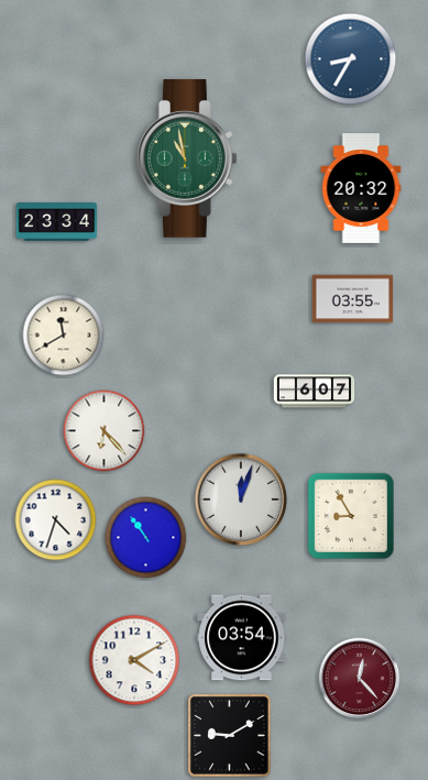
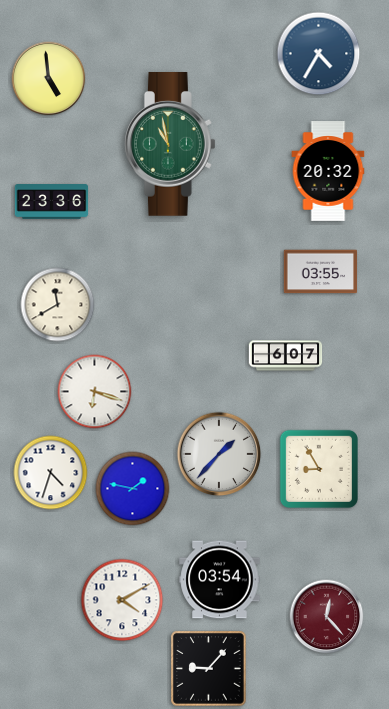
clock at (351, 59): 8:35 -> 4:35
clock at (49, 79): none -> 4:59
clock at (57, 222): 23:34 -> 23:36
clock at (105, 431): 6:23 -> 6:18
clock at (241, 499): 12:03 -> 1:37
clock at (146, 538): 10:54 -> 1:47
clock at (230, 736): 9:10 -> 9:07
